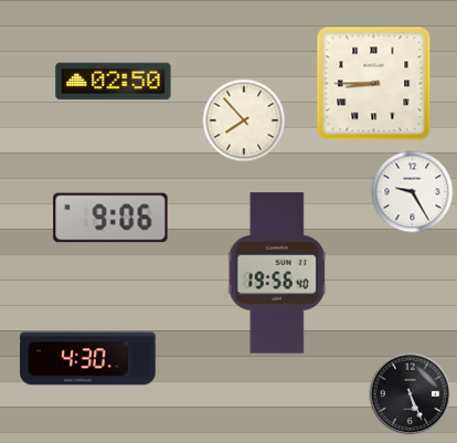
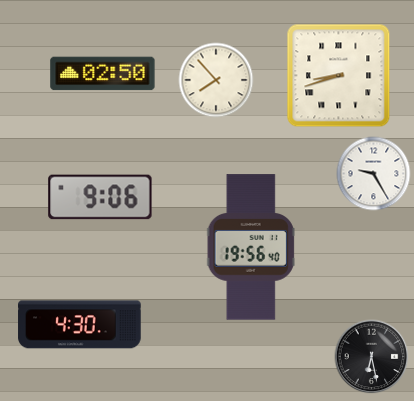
clock at (374, 84): 8:45 -> 8:42
clock at (244, 120) position: (244, 120) -> (216, 80)
clock at (411, 394): 5:26 -> 6:28
